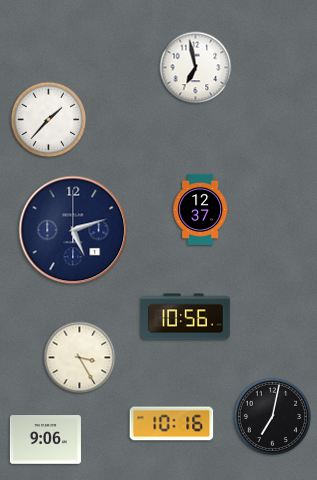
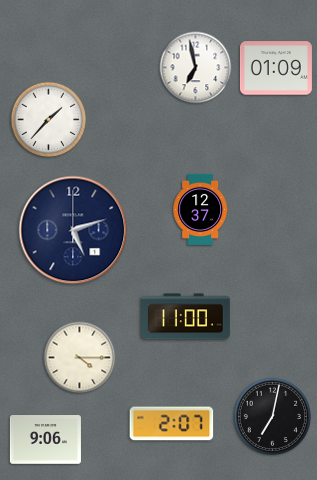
clock at (276, 68): none -> 01:09
clock at (186, 317): 10:56 -> 11:00
clock at (80, 358): 3:25 -> 4:15
clock at (172, 424): 10:16 -> 2:07
